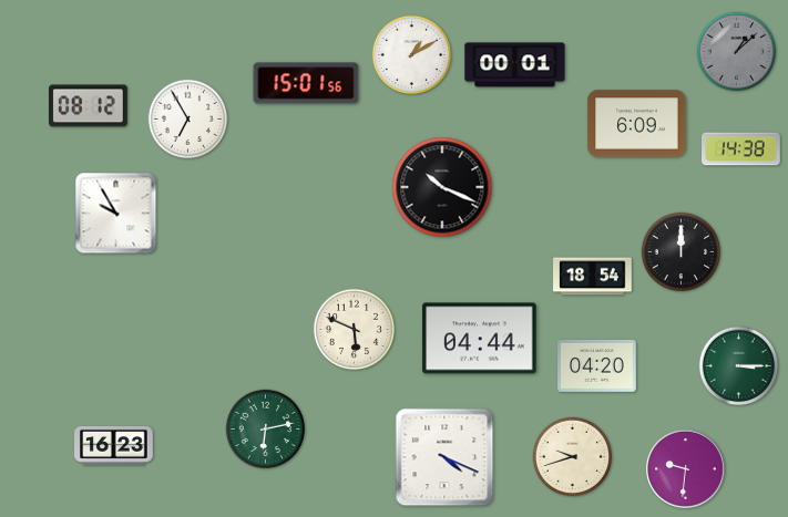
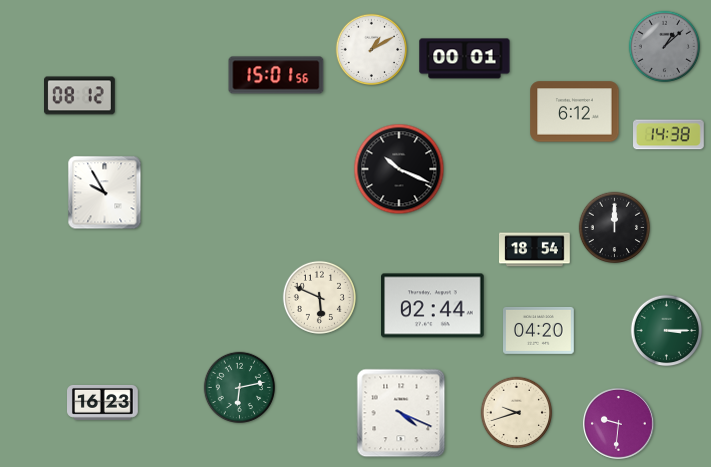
clock at (188, 120): 6:55 -> none
clock at (637, 124): 6:09 -> 6:12
clock at (480, 339): 04:44 -> 02:44
